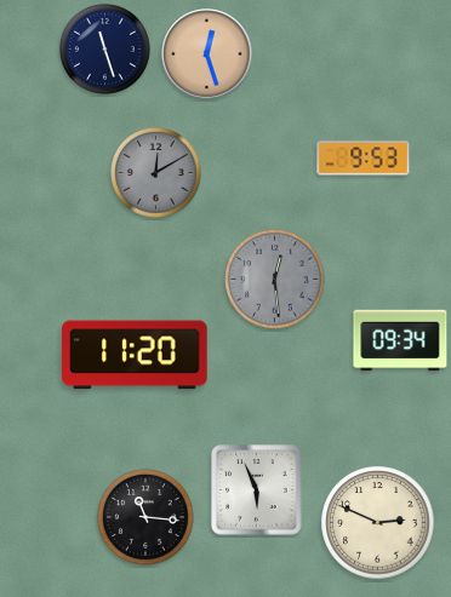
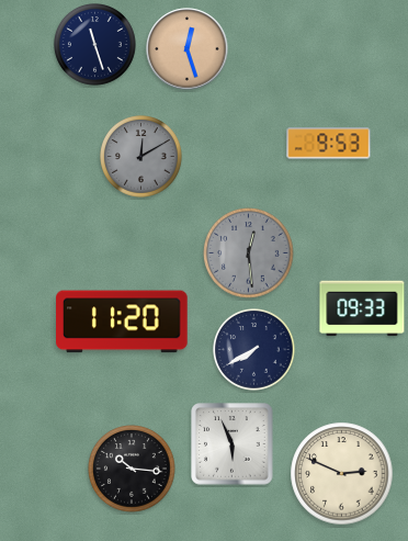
clock at (400, 340): 09:34 -> 09:33
clock at (254, 350): none -> 7:40
clock at (145, 517): 11:16 -> 10:16
